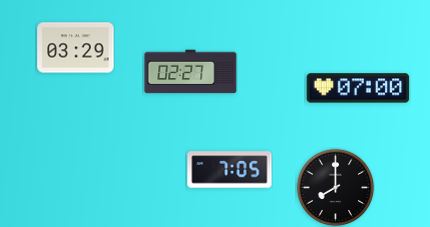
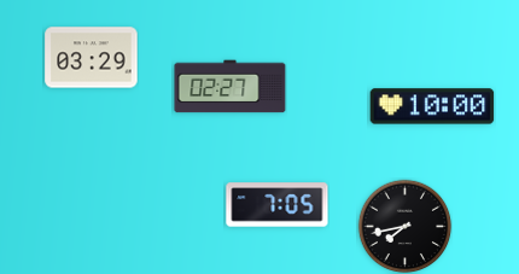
clock at (358, 88): 07:00 -> 10:00
clock at (335, 187): 8:00 -> 7:43
